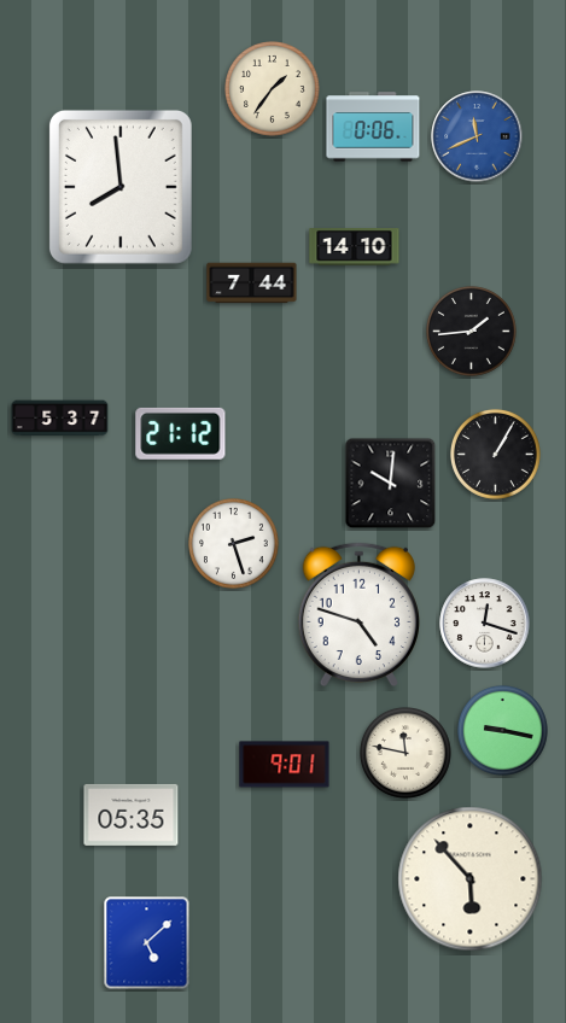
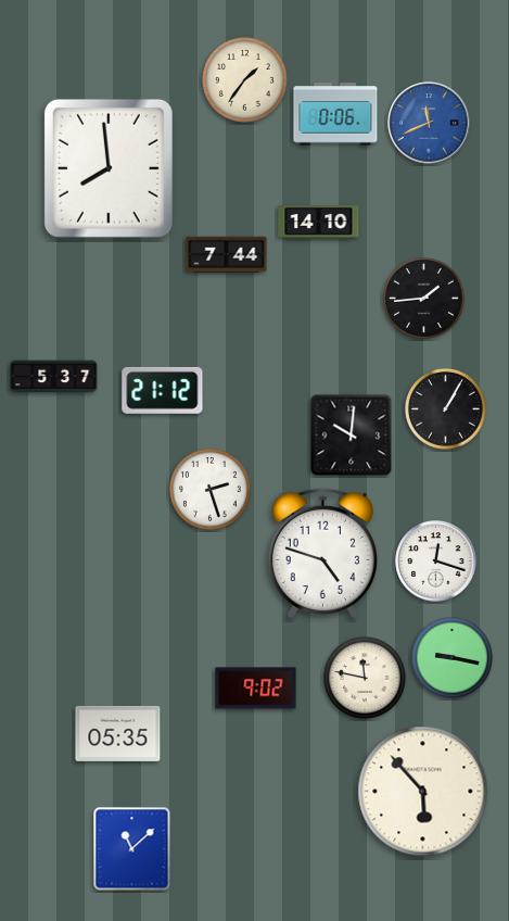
clock at (285, 765): 9:01 -> 9:02
clock at (147, 943): 5:08 -> 11:08
